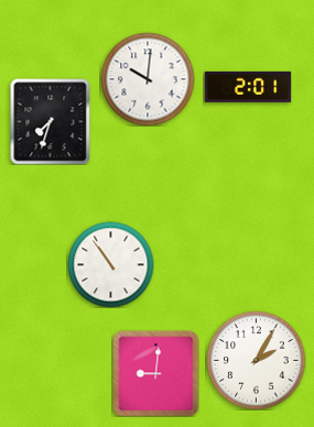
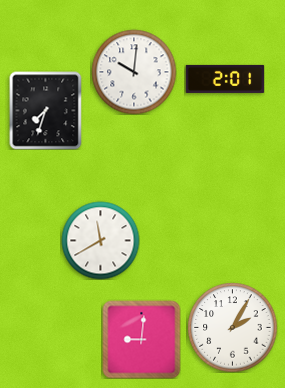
clock at (110, 264): 10:54 -> 11:40
